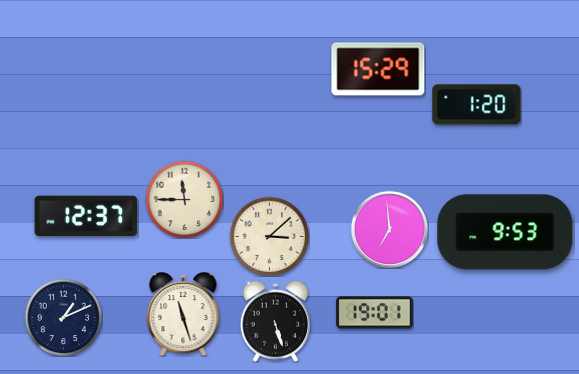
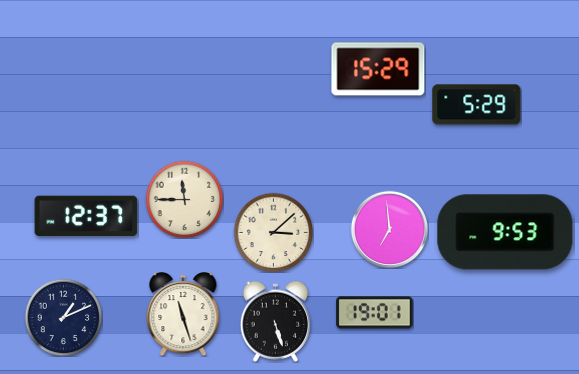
clock at (477, 105): 1:20 -> 5:29
clock at (269, 236) position: (269, 236) -> (273, 232)
